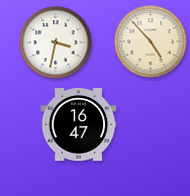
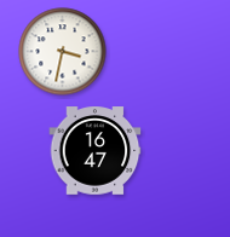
clock at (151, 42): 4:53 -> none
clock at (56, 43) position: (56, 43) -> (63, 52)
